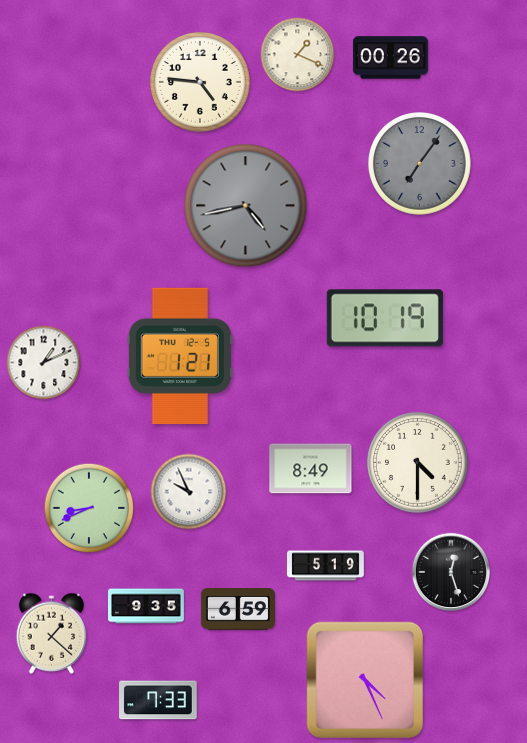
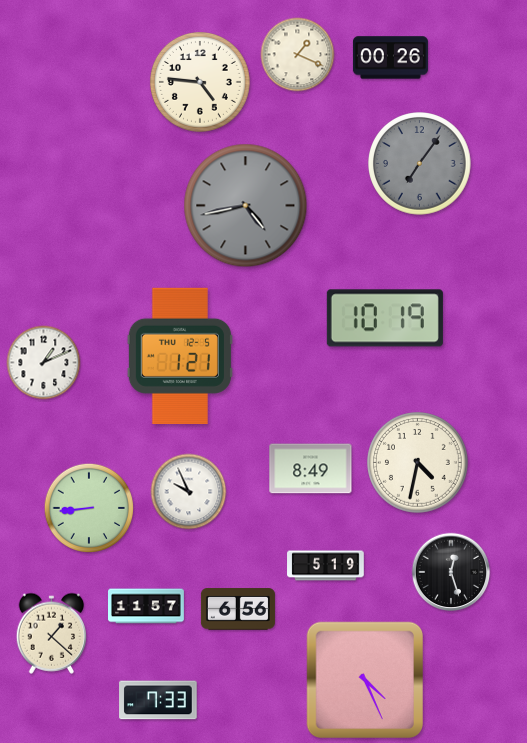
clock at (418, 463): 4:30 -> 4:32
clock at (88, 507): 8:41 -> 8:44
clock at (147, 606): 9:35 -> 11:57
clock at (238, 609): 6:59 -> 6:56
